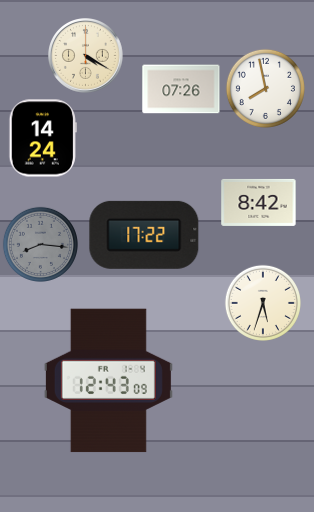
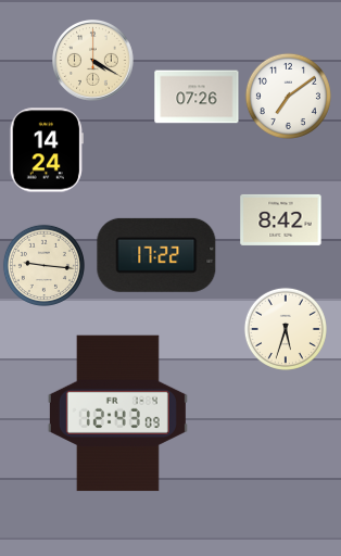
clock at (265, 88): 7:58 -> 7:09
clock at (40, 244): 8:16 -> 9:16
clock at (40, 244) dial: grey -> cream
